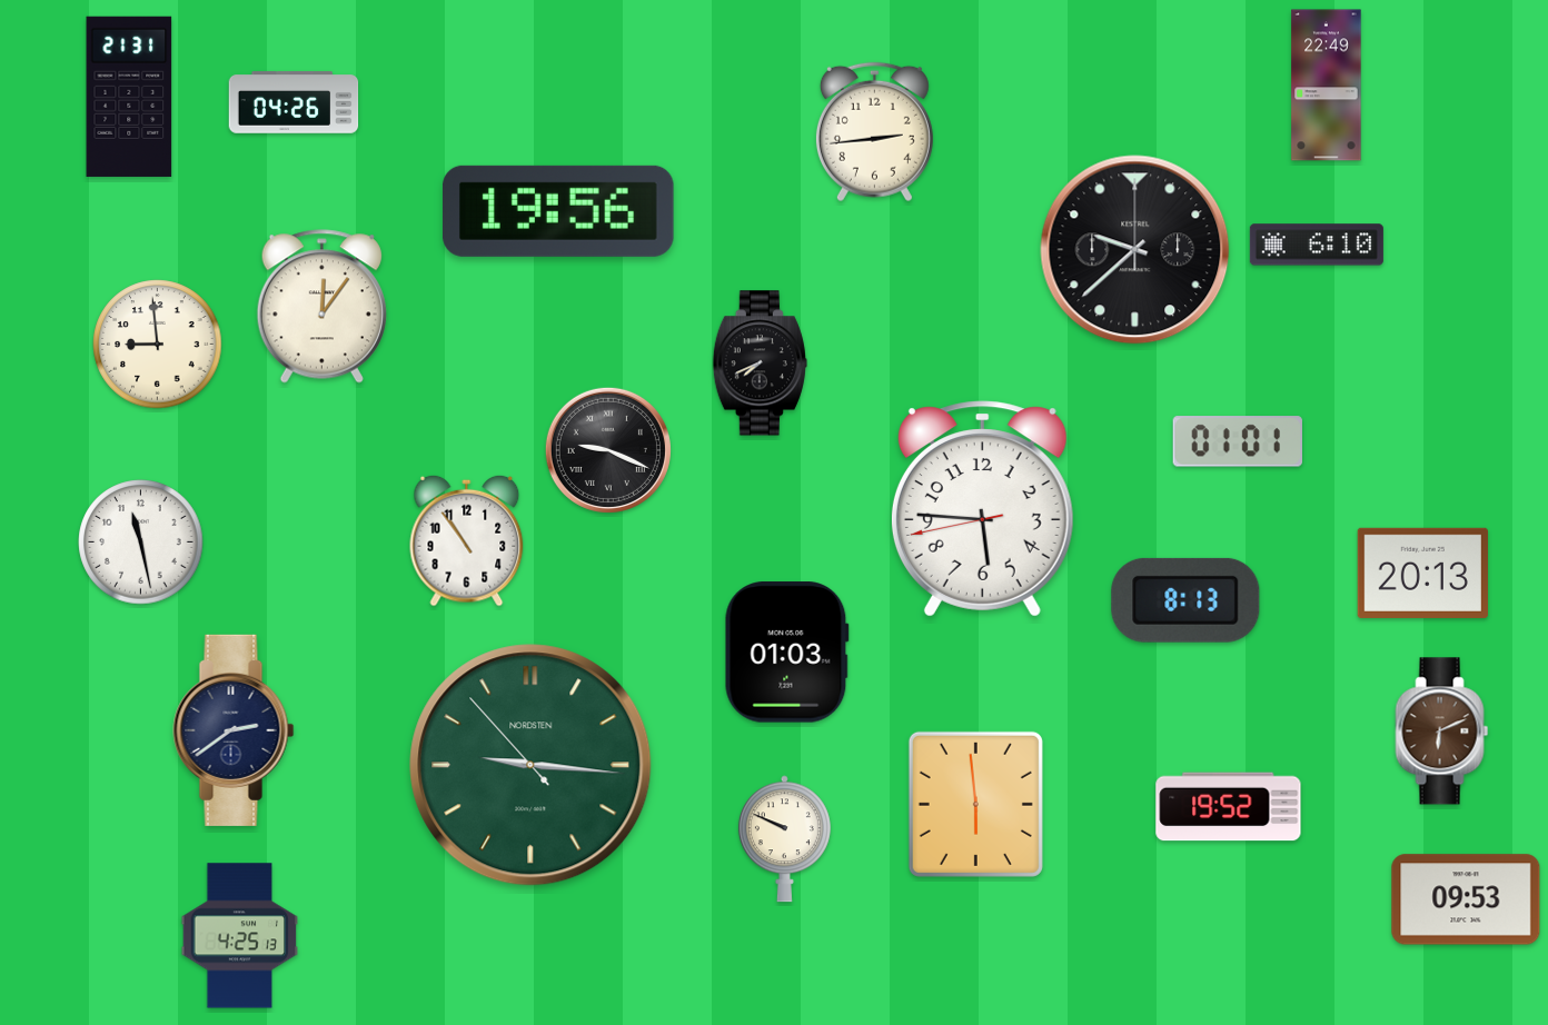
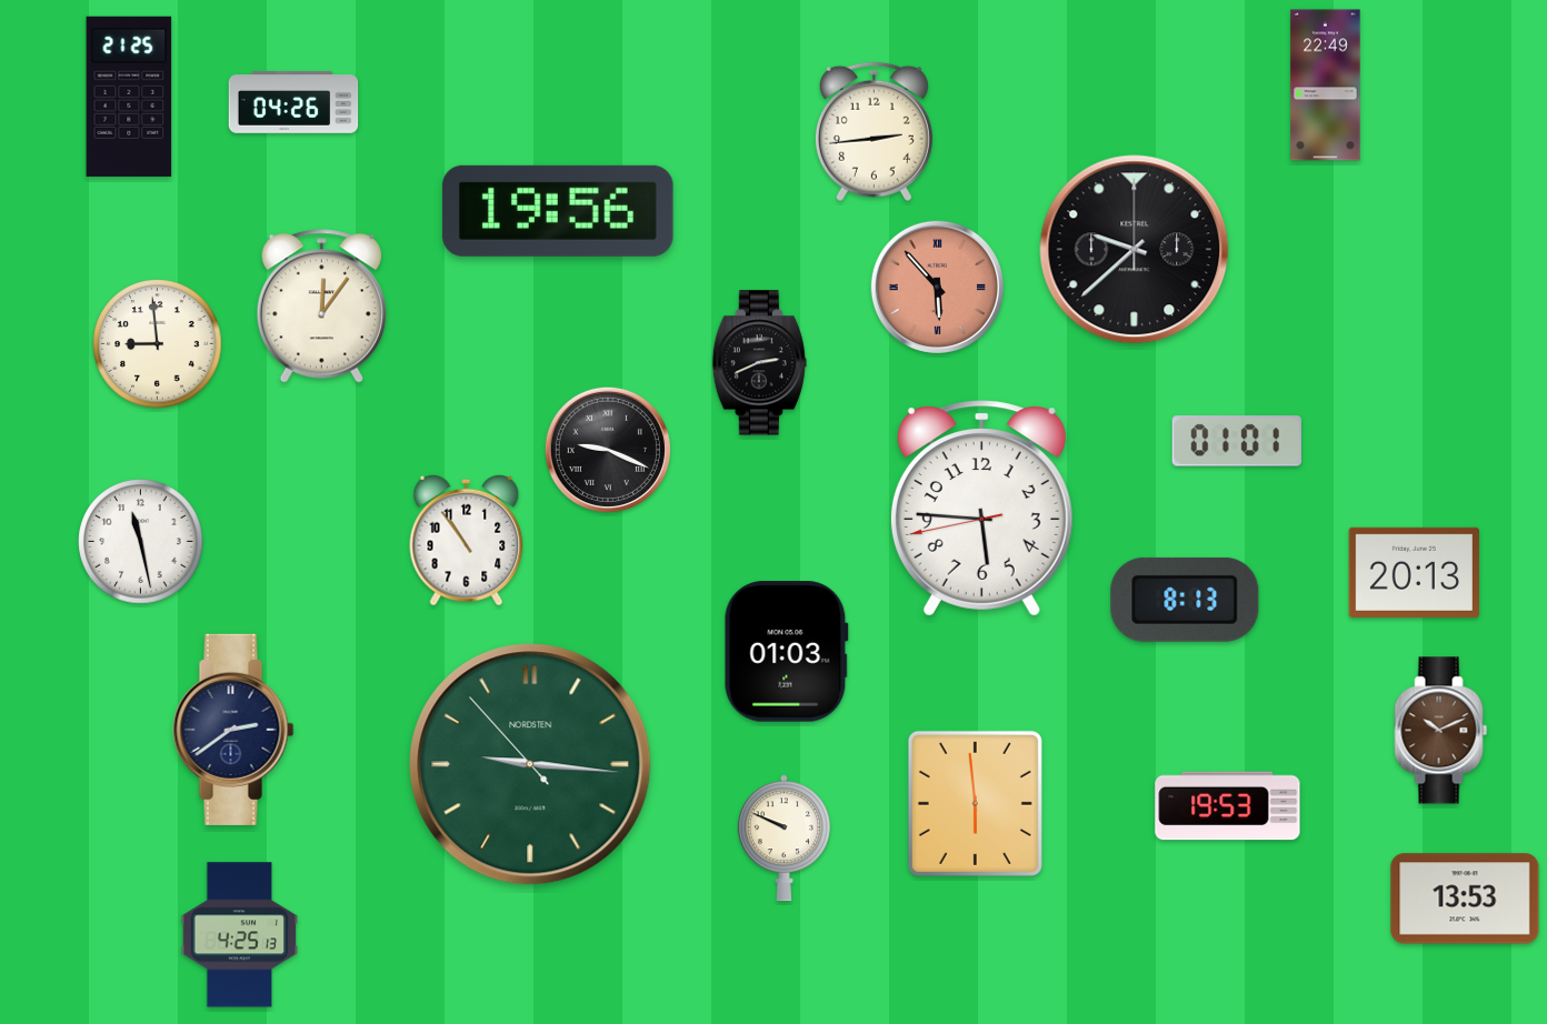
clock at (129, 97): 21:31 -> 21:25
clock at (1317, 245): 6:10 -> none
clock at (937, 287): none -> 5:53
clock at (760, 364): 7:41 -> 2:41
clock at (1422, 573) position: (1422, 573) -> (1414, 572)
clock at (1442, 732): 6:11 -> 10:11
clock at (1229, 807): 19:52 -> 19:53
clock at (1466, 899): 09:53 -> 13:53
